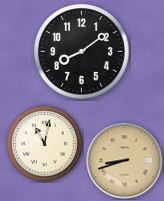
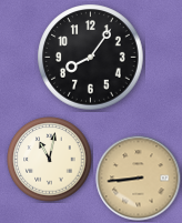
clock at (82, 52): 8:09 -> 8:06
clock at (125, 161): 8:42 -> 8:44
